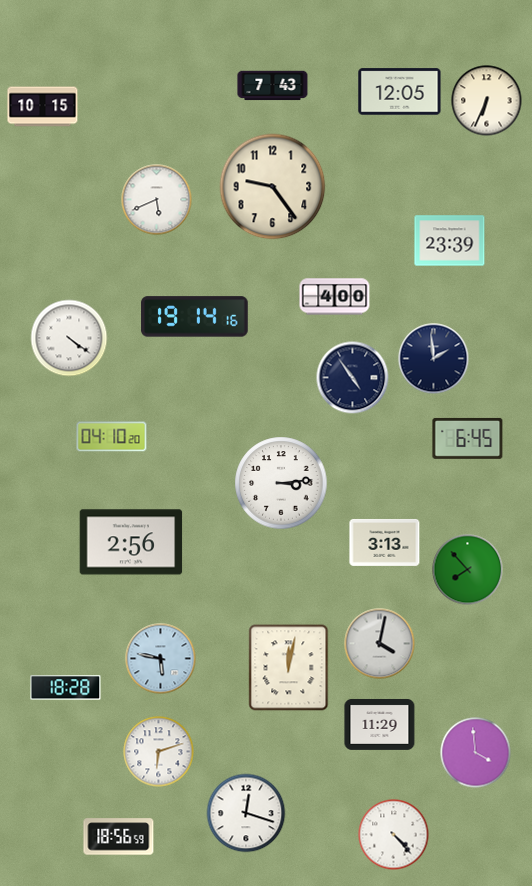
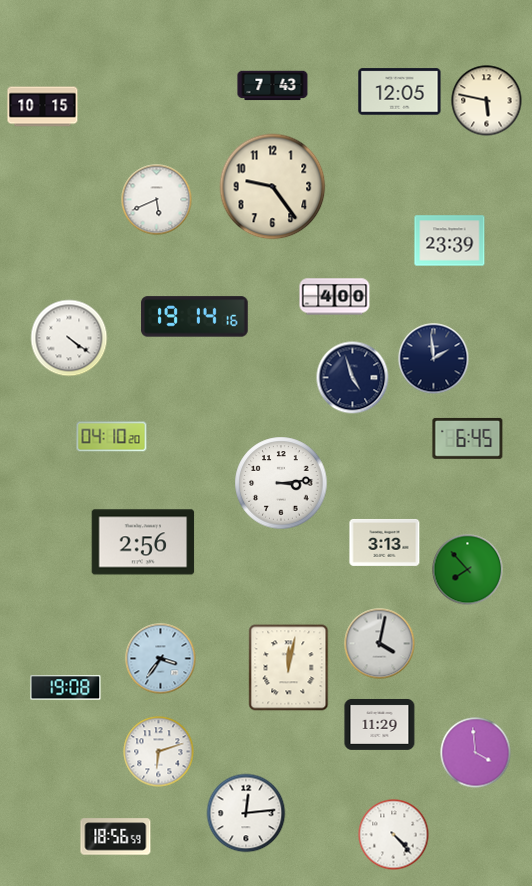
clock at (487, 101): 6:34 -> 5:47
clock at (353, 378): 4:54 -> 4:57
clock at (131, 542) position: (131, 542) -> (143, 542)
clock at (161, 659): 5:47 -> 3:36
clock at (66, 688): 18:28 -> 19:08
clock at (246, 813): 12:18 -> 12:14
clock at (119, 837) position: (119, 837) -> (116, 837)
